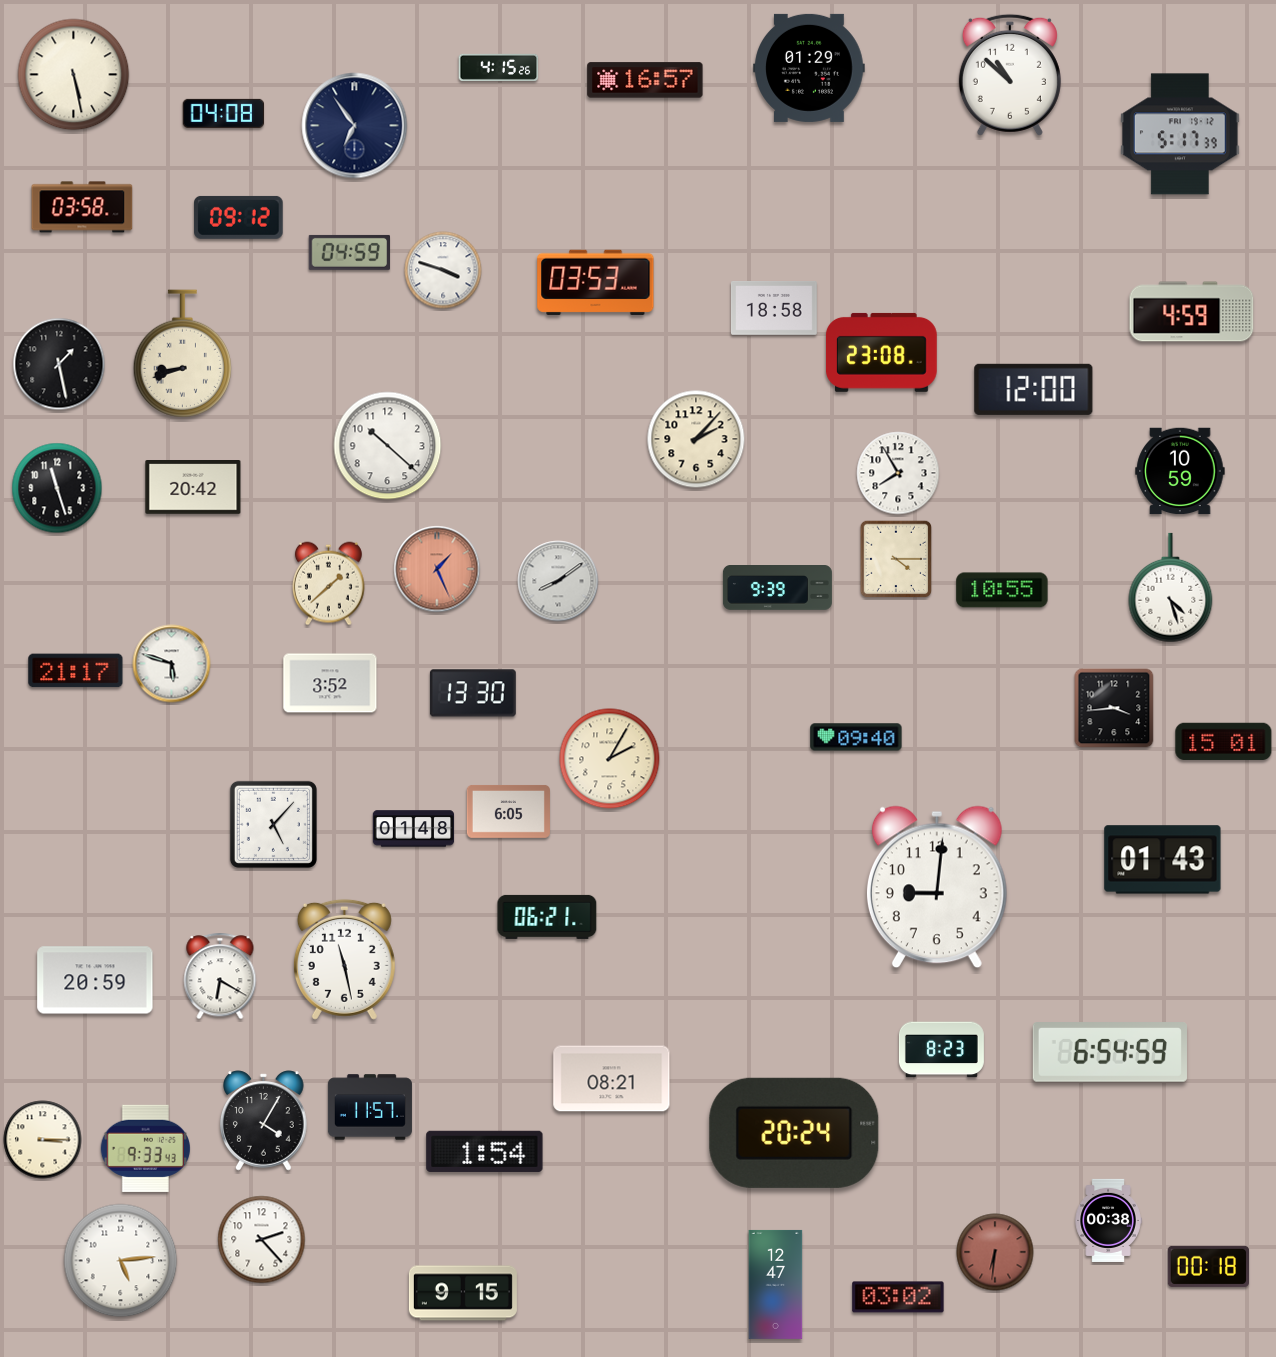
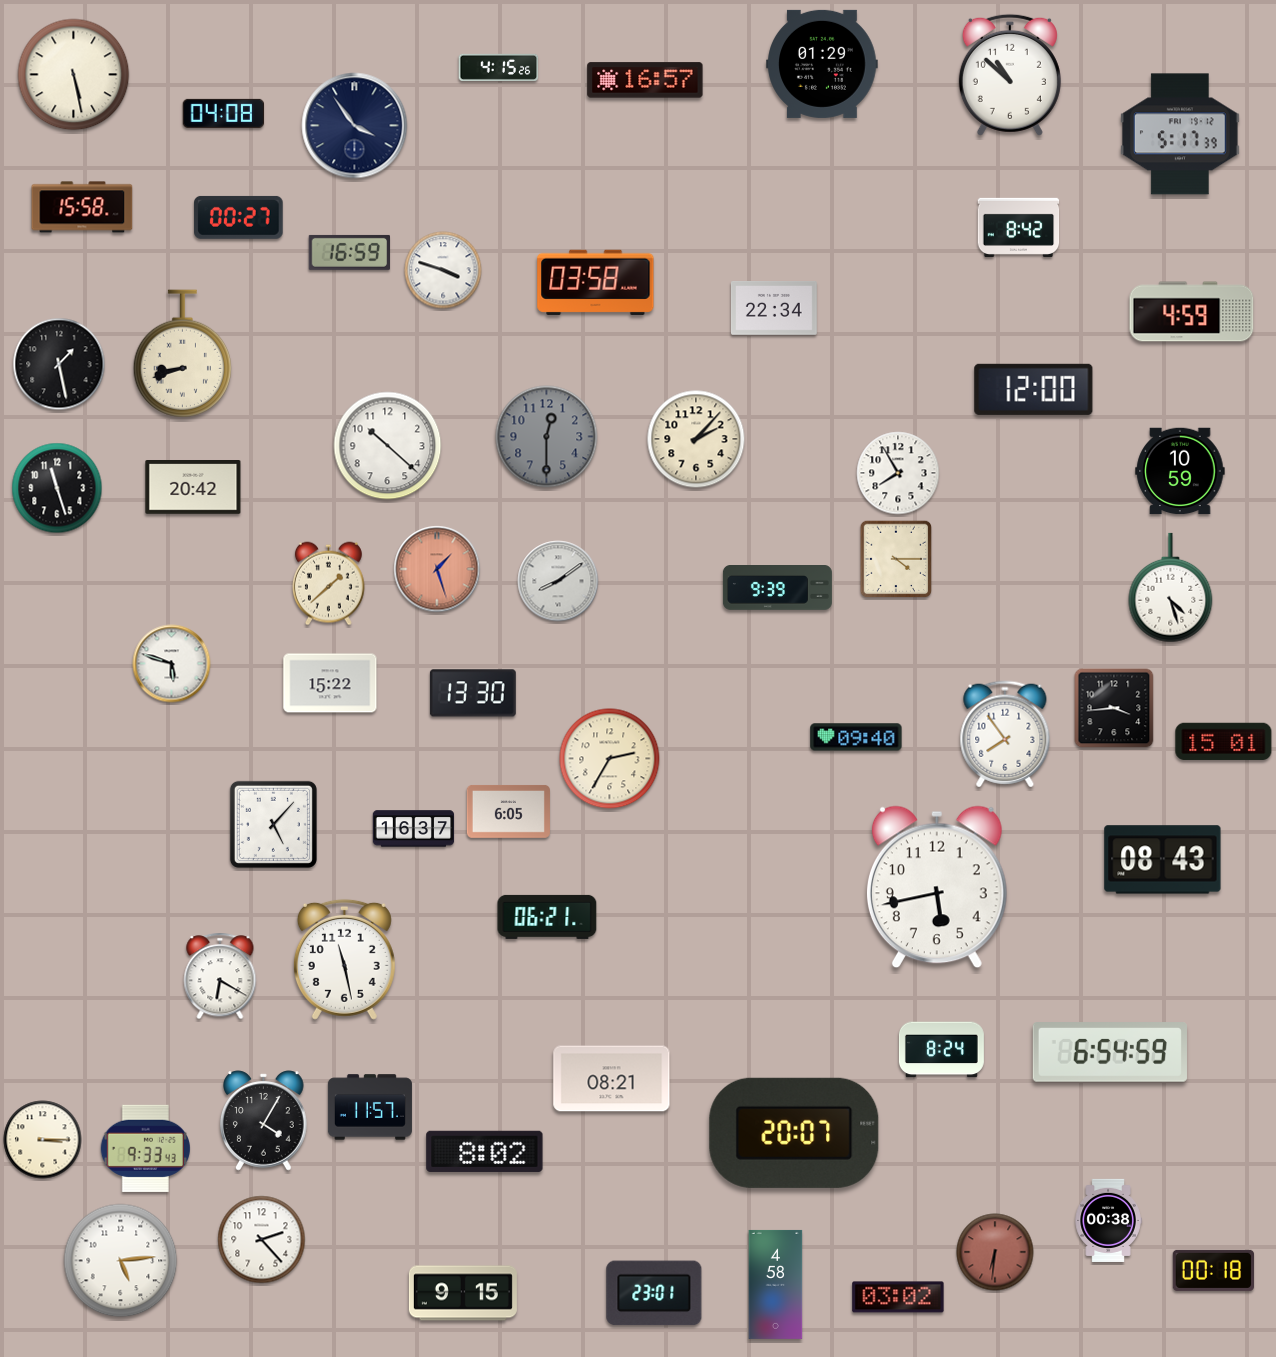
clock at (809, 68) position: (809, 68) -> (822, 64)
clock at (355, 126): 6:54 -> 3:54
clock at (82, 207): 03:58 -> 15:58
clock at (239, 217): 09:12 -> 00:27
clock at (1019, 227): none -> 8:42
clock at (349, 252): 04:59 -> 16:59
clock at (596, 282): 03:53 -> 03:58
clock at (774, 309): 18:58 -> 22:34
clock at (881, 352): 23:08 -> none
clock at (547, 437): none -> 12:30
clock at (437, 569): 1:26 -> 1:27
clock at (1002, 590): 10:55 -> none
clock at (76, 671): 21:17 -> none
clock at (330, 683): 3:52 -> 15:22
clock at (1005, 734): none -> 7:54
clock at (610, 759): 2:05 -> 2:35
clock at (414, 829): 01:48 -> 16:37
clock at (1163, 860): 01:43 -> 08:43
clock at (937, 887): 9:01 -> 5:43
clock at (95, 980): 20:59 -> none
clock at (941, 1050): 8:23 -> 8:24
clock at (794, 1133): 20:24 -> 20:07
clock at (485, 1151): 1:54 -> 8:02
clock at (1209, 1266) position: (1209, 1266) -> (1214, 1270)
clock at (776, 1284): 12:47 -> 4:58
clock at (654, 1293): none -> 23:01
